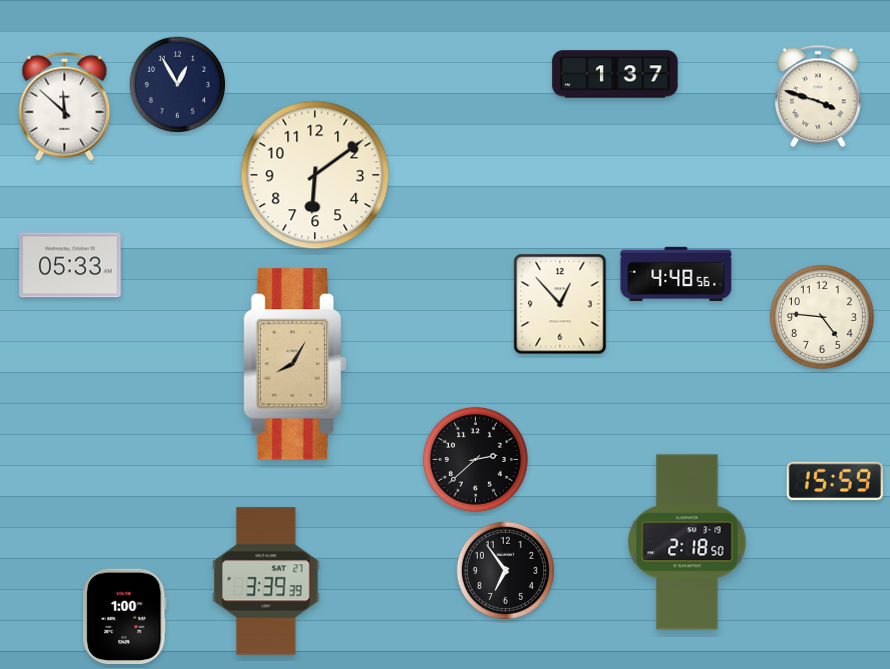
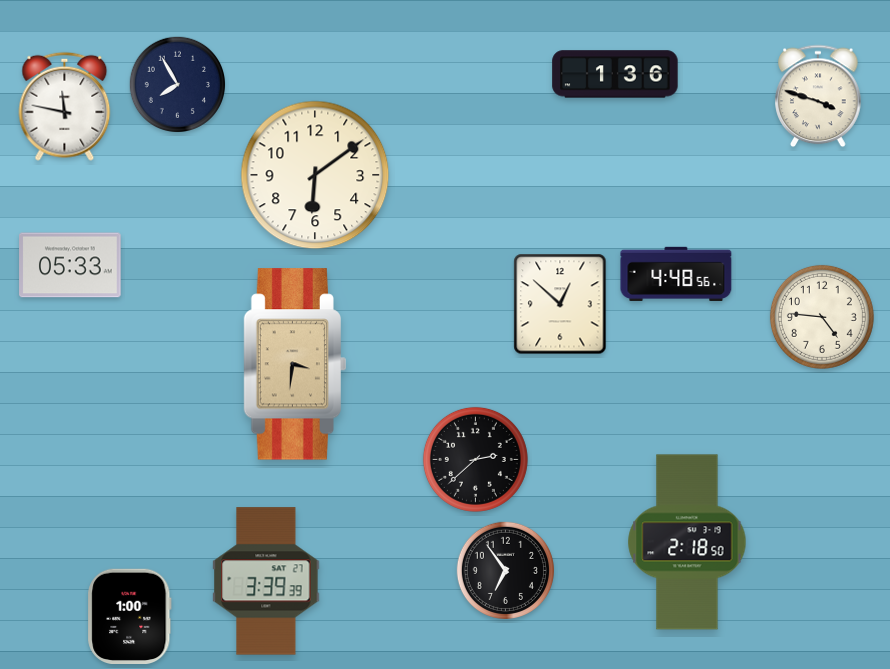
clock at (615, 74): 1:37 -> 1:36
clock at (177, 84): 12:55 -> 7:55
clock at (65, 106): 11:52 -> 11:47
clock at (560, 304): 12:53 -> 12:52
clock at (295, 364): 8:05 -> 3:31
clock at (835, 481): 15:59 -> none
clock at (125, 617) position: (125, 617) -> (130, 617)
